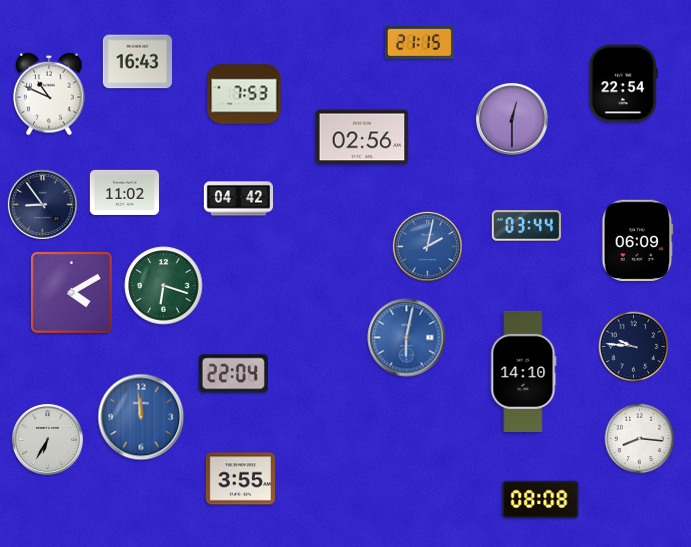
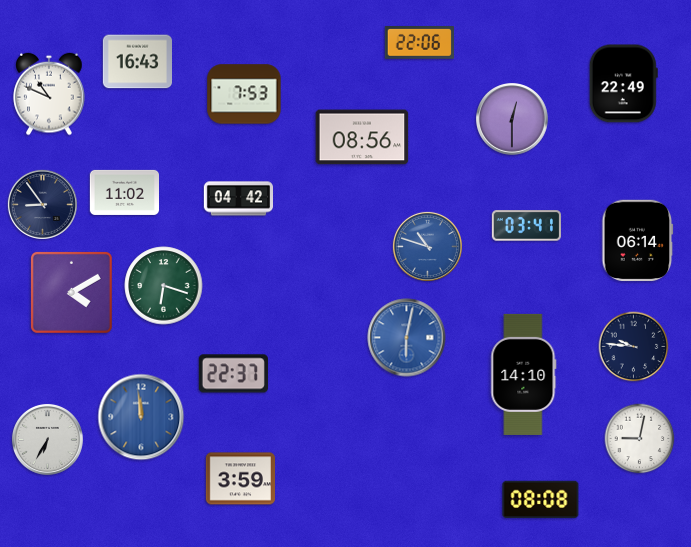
clock at (419, 43): 21:15 -> 22:06
clock at (623, 84): 22:54 -> 22:49
clock at (362, 137): 02:56 -> 08:56
clock at (526, 226): 03:44 -> 03:41
clock at (638, 241): 06:09 -> 06:14
clock at (427, 246): 2:02 -> 10:48
clock at (524, 371) position: (524, 371) -> (524, 374)
clock at (233, 374): 22:04 -> 22:37
clock at (640, 439): 8:16 -> 9:02
clock at (240, 479): 3:55 -> 3:59
